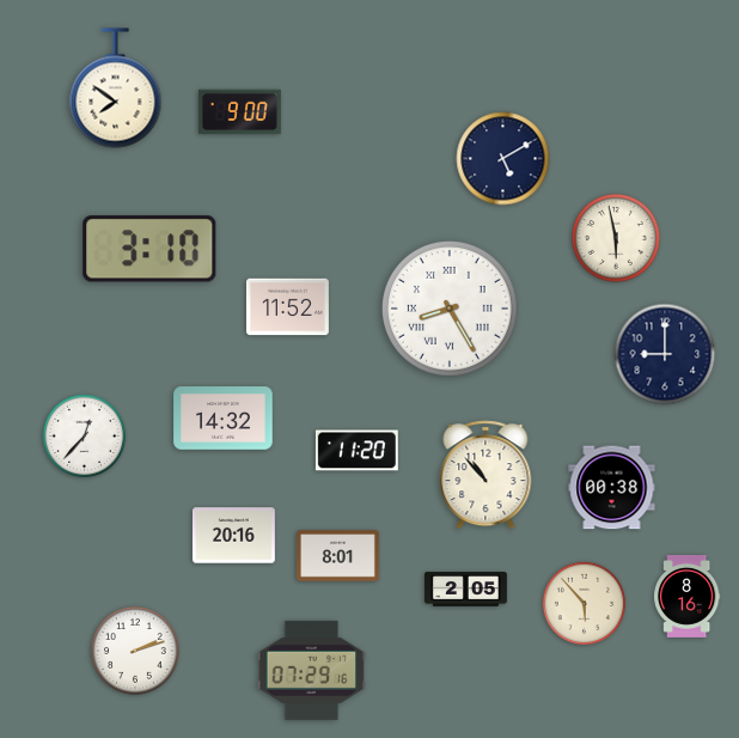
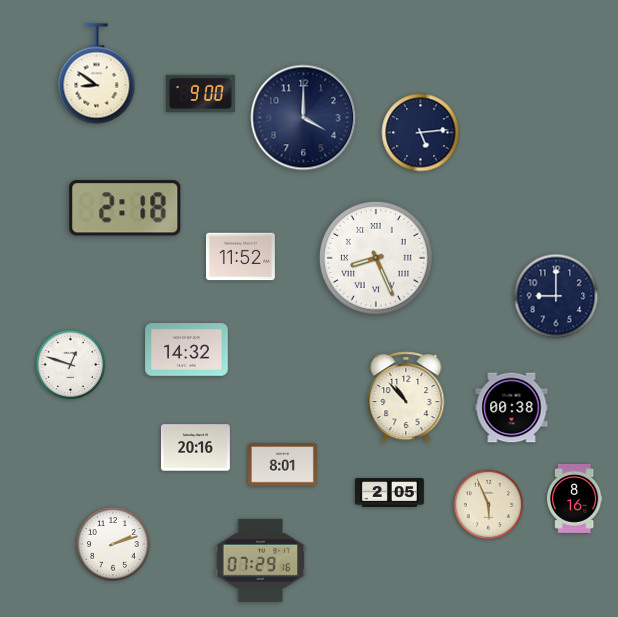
clock at (116, 89): 7:51 -> 8:51
clock at (304, 118): none -> 4:00
clock at (503, 159): 5:10 -> 5:14
clock at (616, 238): 5:58 -> none
clock at (149, 249): 3:10 -> 2:18
clock at (450, 309): 8:25 -> 8:26
clock at (84, 435): 12:37 -> 12:48
clock at (356, 451): 11:20 -> none
clock at (584, 603): 5:53 -> 5:56
